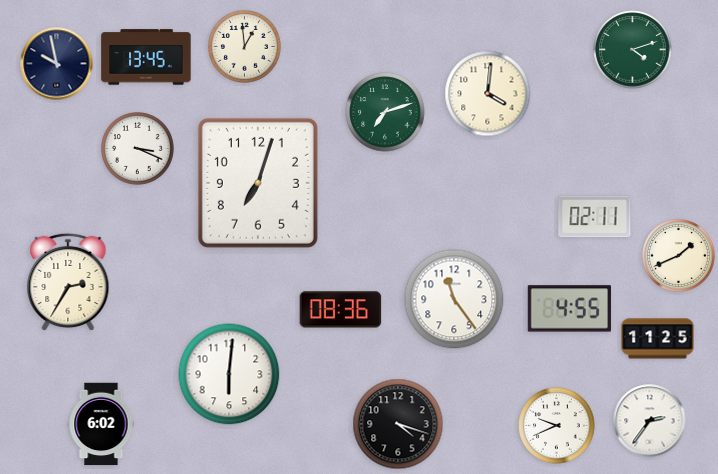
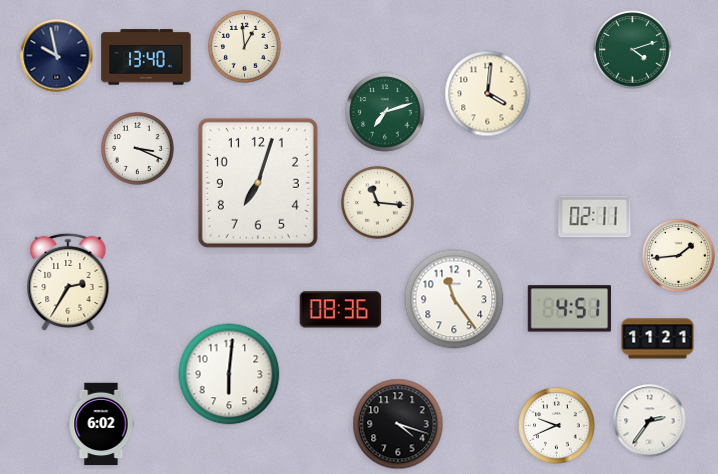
clock at (146, 57): 13:45 -> 13:40
clock at (57, 64) position: (57, 64) -> (57, 56)
clock at (378, 203): none -> 11:16
clock at (679, 256): 1:41 -> 1:44
clock at (569, 309): 4:55 -> 4:51
clock at (658, 339): 11:25 -> 11:21
